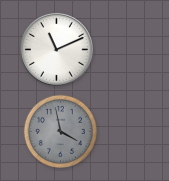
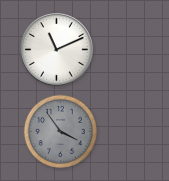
clock at (60, 131): 3:58 -> 3:54
